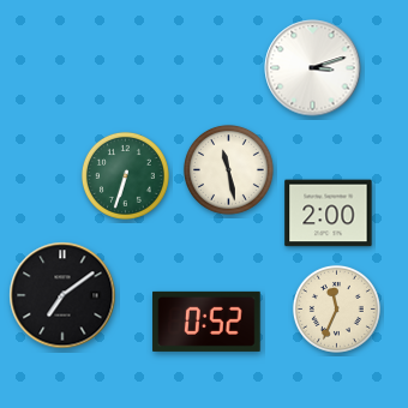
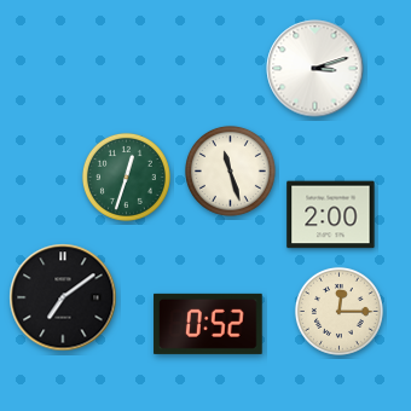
clock at (228, 169): 11:28 -> 11:27
clock at (125, 175): 6:33 -> 12:33
clock at (336, 308): 11:34 -> 12:15
